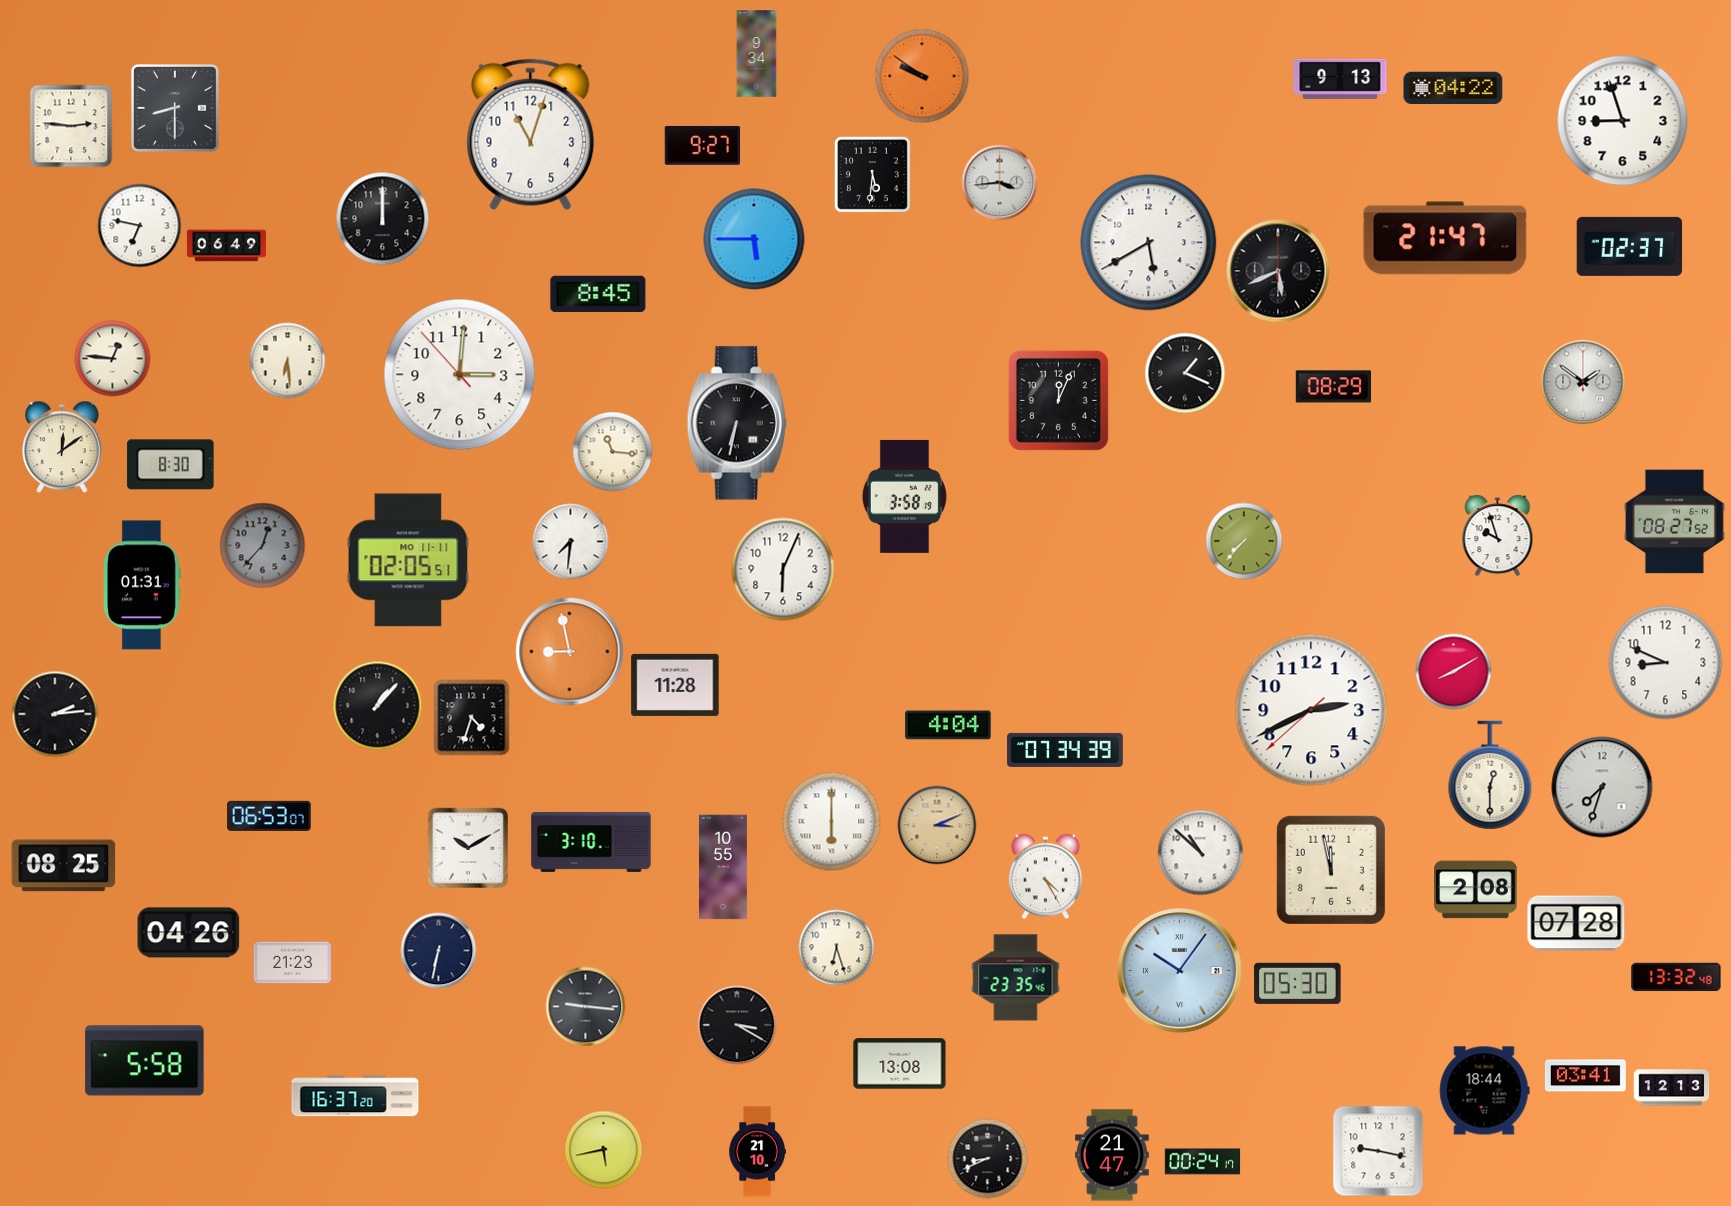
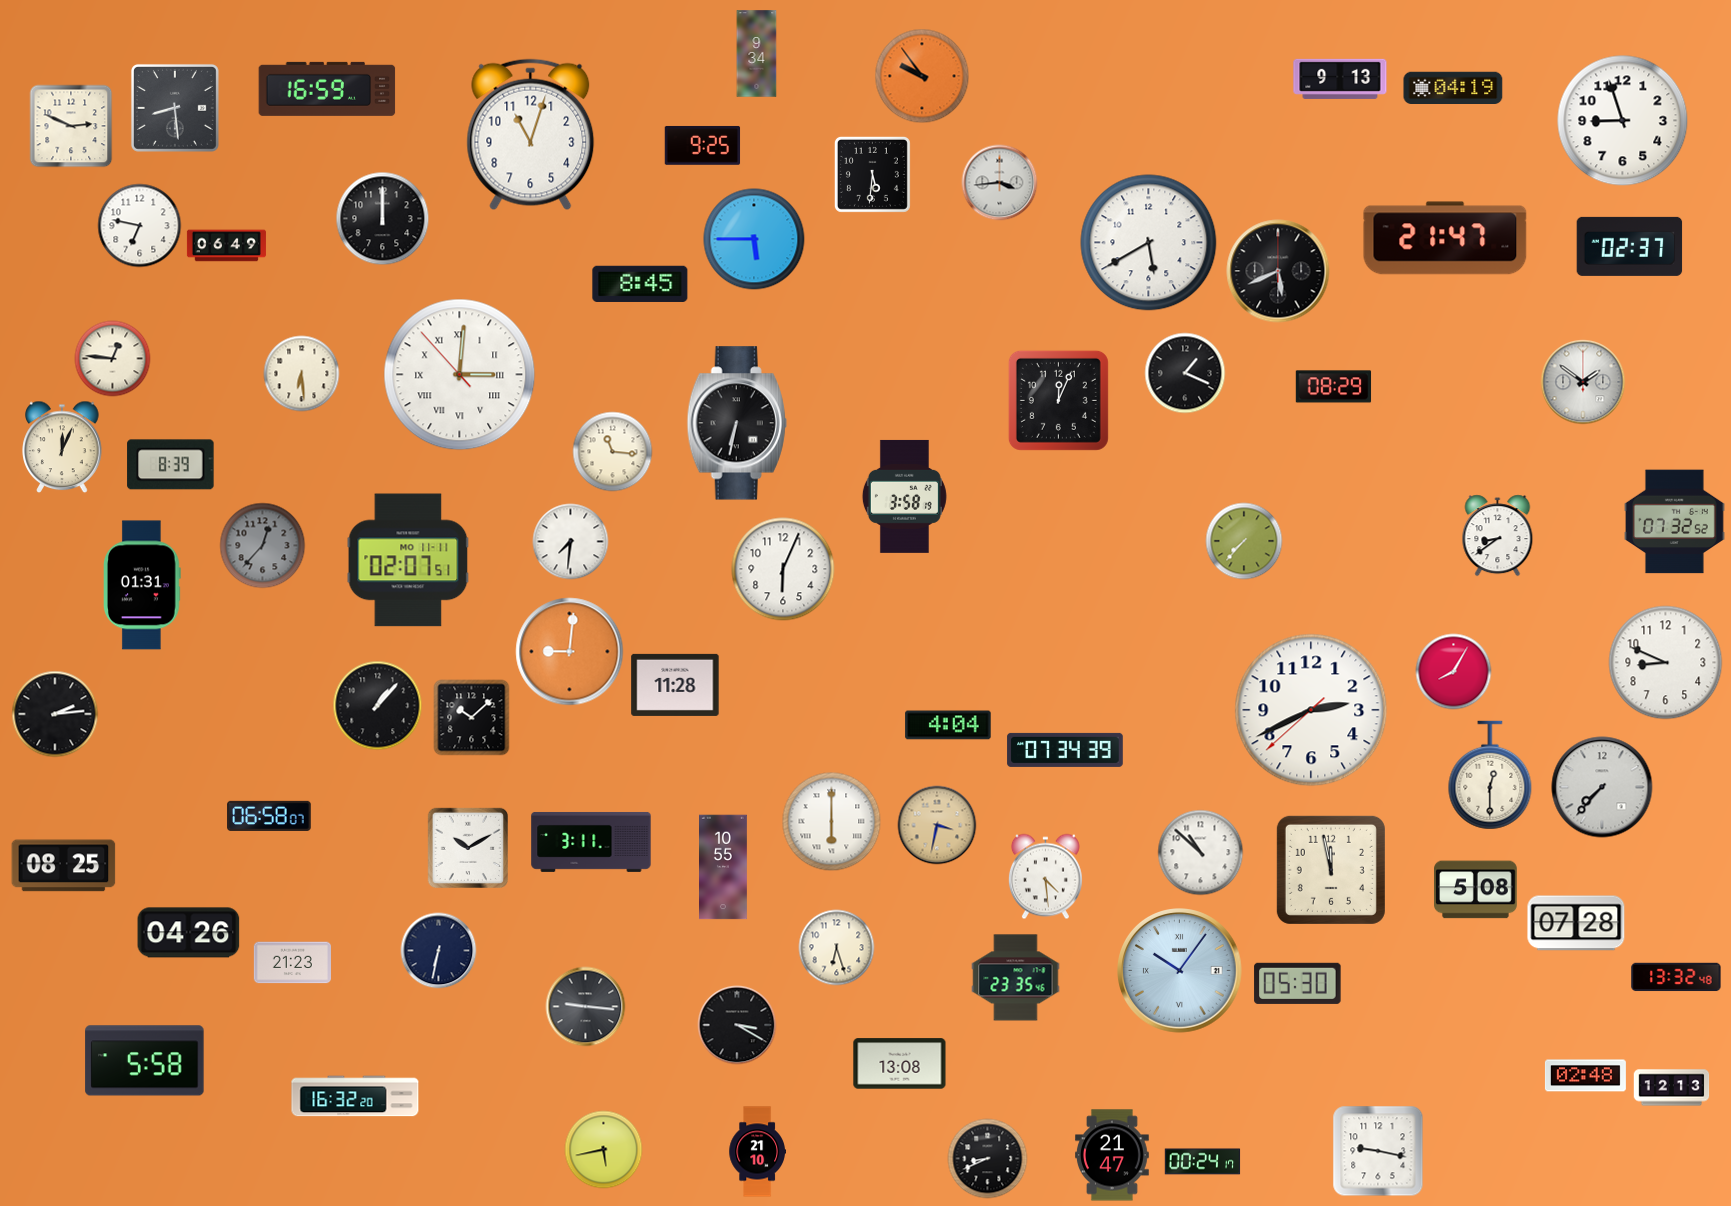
clock at (922, 76): 9:51 -> 9:54
clock at (1453, 88): 04:22 -> 04:19
clock at (327, 89): none -> 16:59
clock at (175, 108): 8:30 -> 8:29
clock at (71, 126): 2:46 -> 2:49
clock at (703, 146): 9:27 -> 9:25
clock at (598, 294) position: (598, 294) -> (640, 284)
clock at (288, 361) position: (288, 361) -> (302, 374)
clock at (460, 375) numerals: Arabic -> Roman
clock at (62, 447): 12:09 -> 12:04
clock at (171, 465): 8:30 -> 8:39
clock at (1675, 522): 08:27 -> 07:32
clock at (1498, 536): 9:57 -> 8:39
clock at (408, 560): 02:05 -> 02:07
clock at (570, 652): 8:58 -> 9:01
clock at (1454, 672): 8:10 -> 8:05
clock at (472, 718): 4:33 -> 10:08
clock at (1602, 787): 7:33 -> 7:37
clock at (269, 816): 06:53 -> 06:58
clock at (937, 825): 3:11 -> 3:32
clock at (591, 842): 3:10 -> 3:11
clock at (1045, 877): 4:25 -> 4:29
clock at (1476, 890): 2:08 -> 5:08
clock at (1585, 1076): 03:41 -> 02:48
clock at (1484, 1091): 18:44 -> none
clock at (355, 1096): 16:37 -> 16:32
